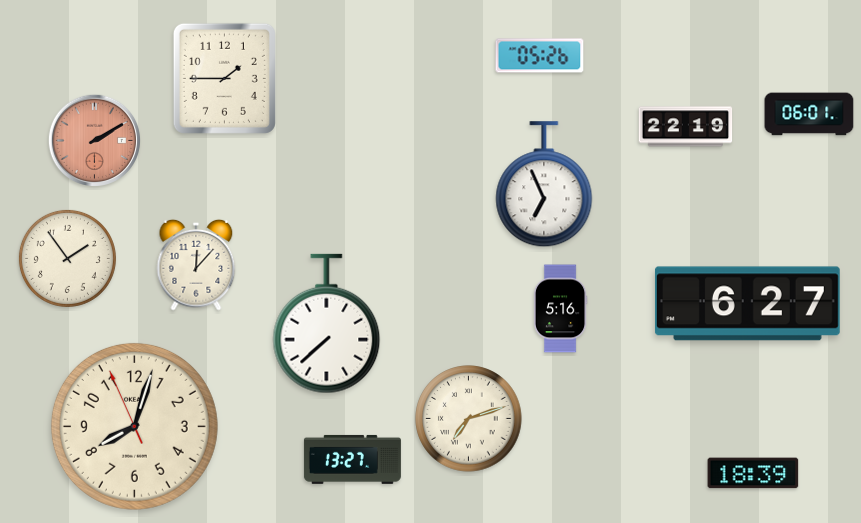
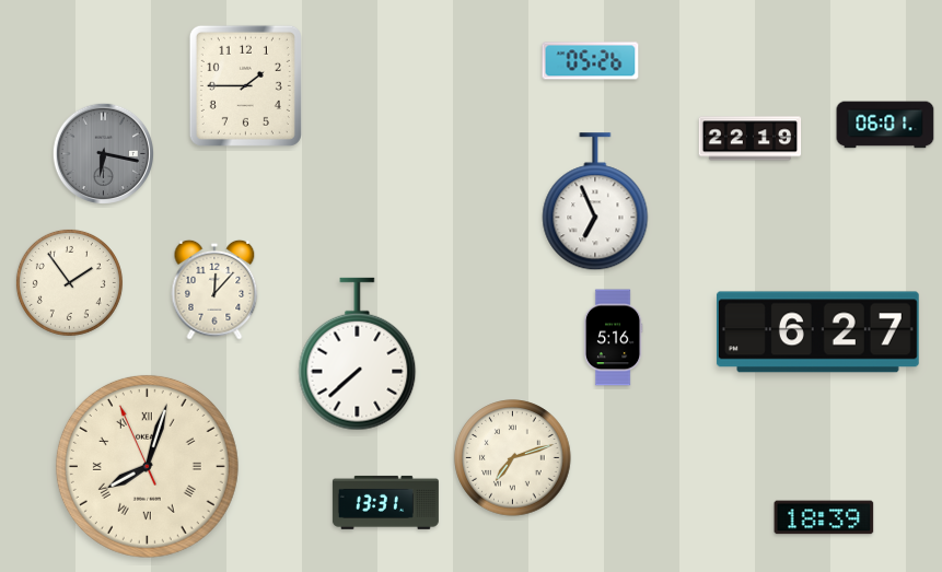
clock at (94, 140): 2:10 -> 6:17
clock at (94, 140) dial: salmon -> grey
clock at (67, 258) position: (67, 258) -> (69, 282)
clock at (134, 426) numerals: Arabic -> Roman
clock at (352, 459): 13:27 -> 13:31
